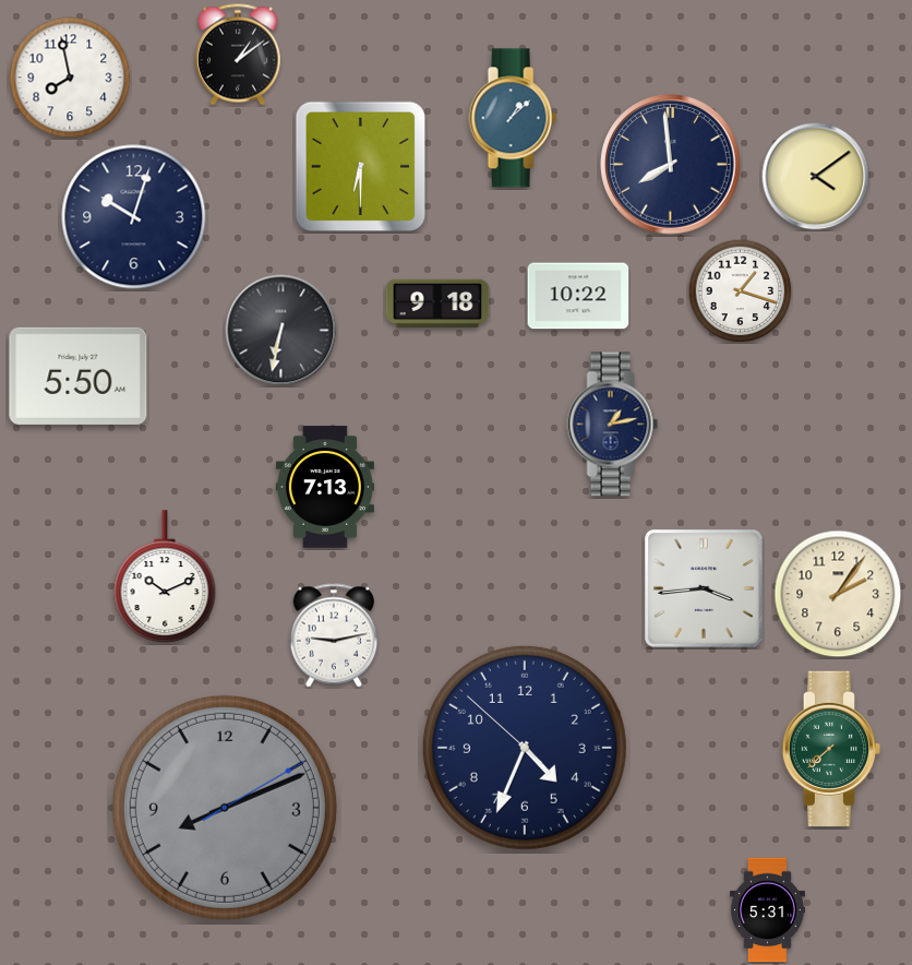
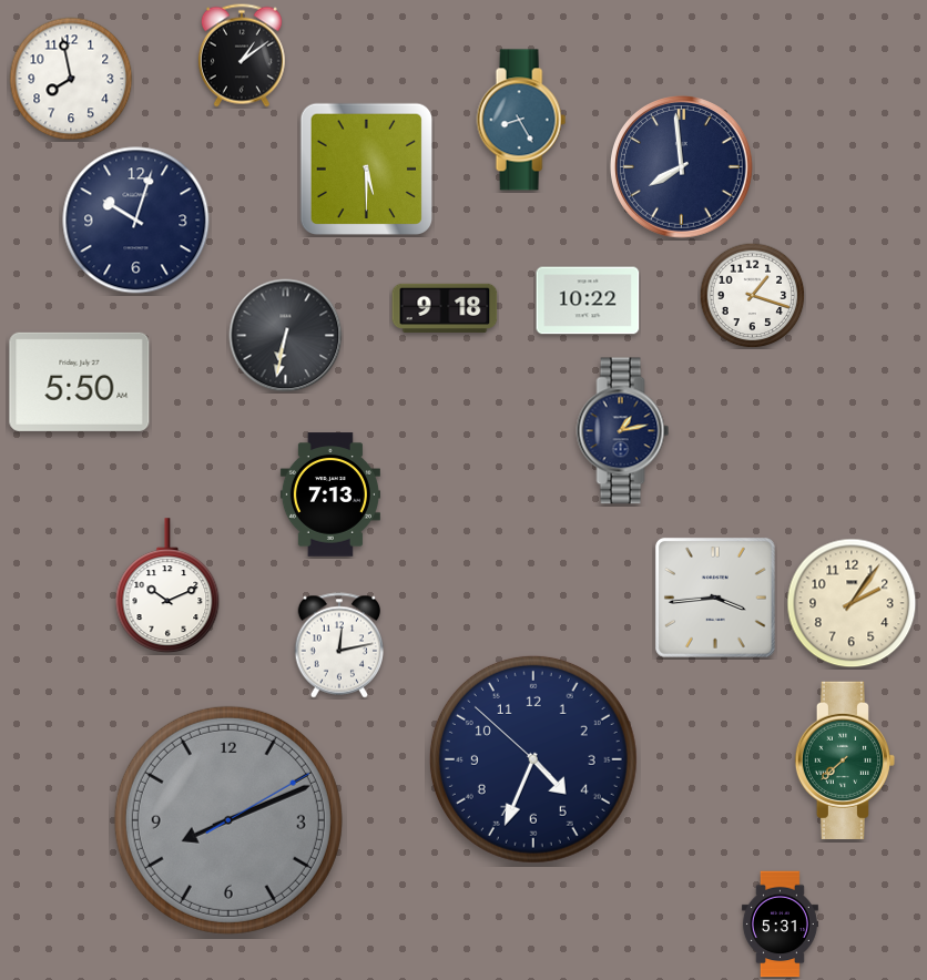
clock at (513, 118): 1:08 -> 8:25
clock at (360, 166): 6:30 -> 5:30
clock at (816, 177): 4:09 -> none
clock at (333, 635): 9:13 -> 12:13
